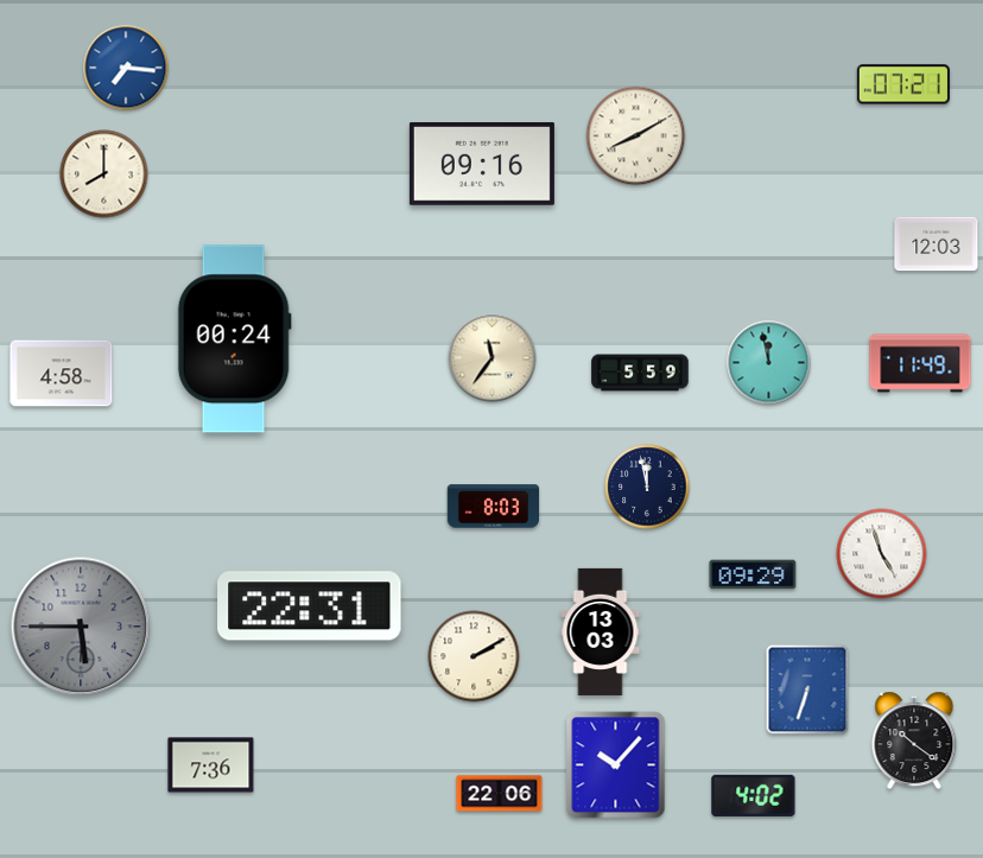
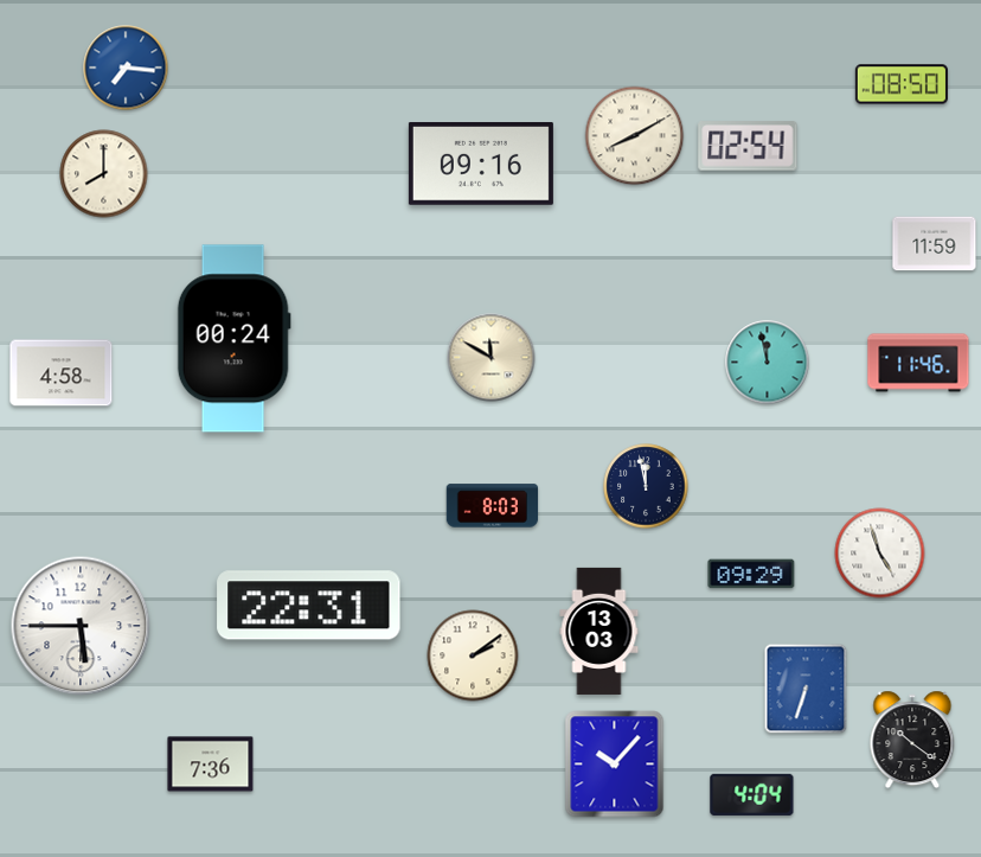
clock at (903, 84): 07:21 -> 08:50
clock at (748, 146): none -> 02:54
clock at (937, 244): 12:03 -> 11:59
clock at (493, 358): 11:36 -> 11:50
clock at (920, 363): 11:49 -> 11:46
clock at (640, 373): 5:59 -> none
clock at (81, 627) dial: grey -> white
clock at (474, 656): 2:10 -> 2:09
clock at (500, 794): 22:06 -> none
clock at (754, 795): 4:02 -> 4:04
